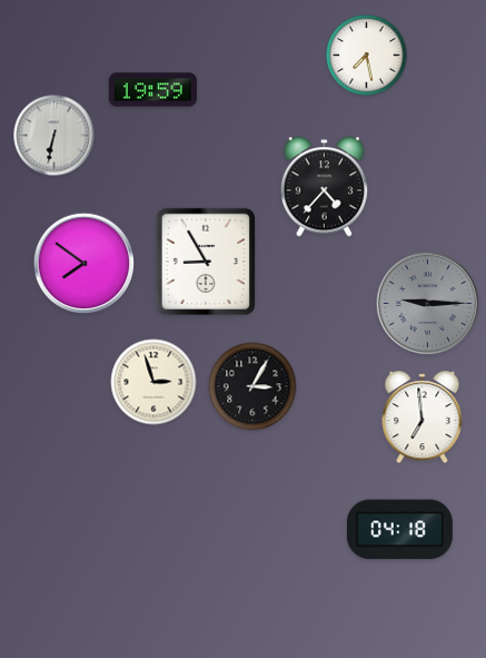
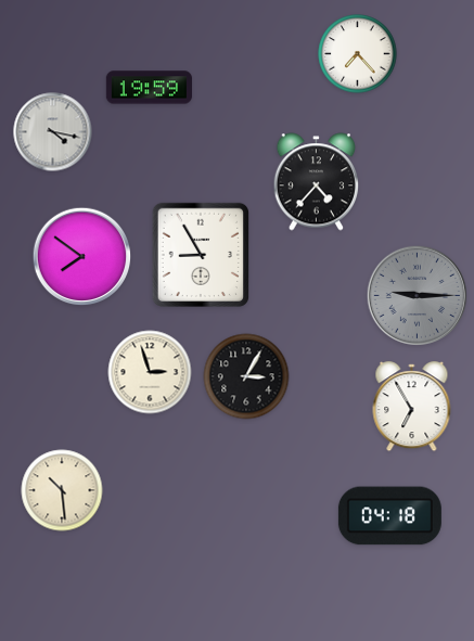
clock at (367, 56): 7:28 -> 7:23
clock at (54, 136): 6:32 -> 4:17
clock at (423, 418): 6:59 -> 6:55
clock at (62, 490): none -> 10:29
